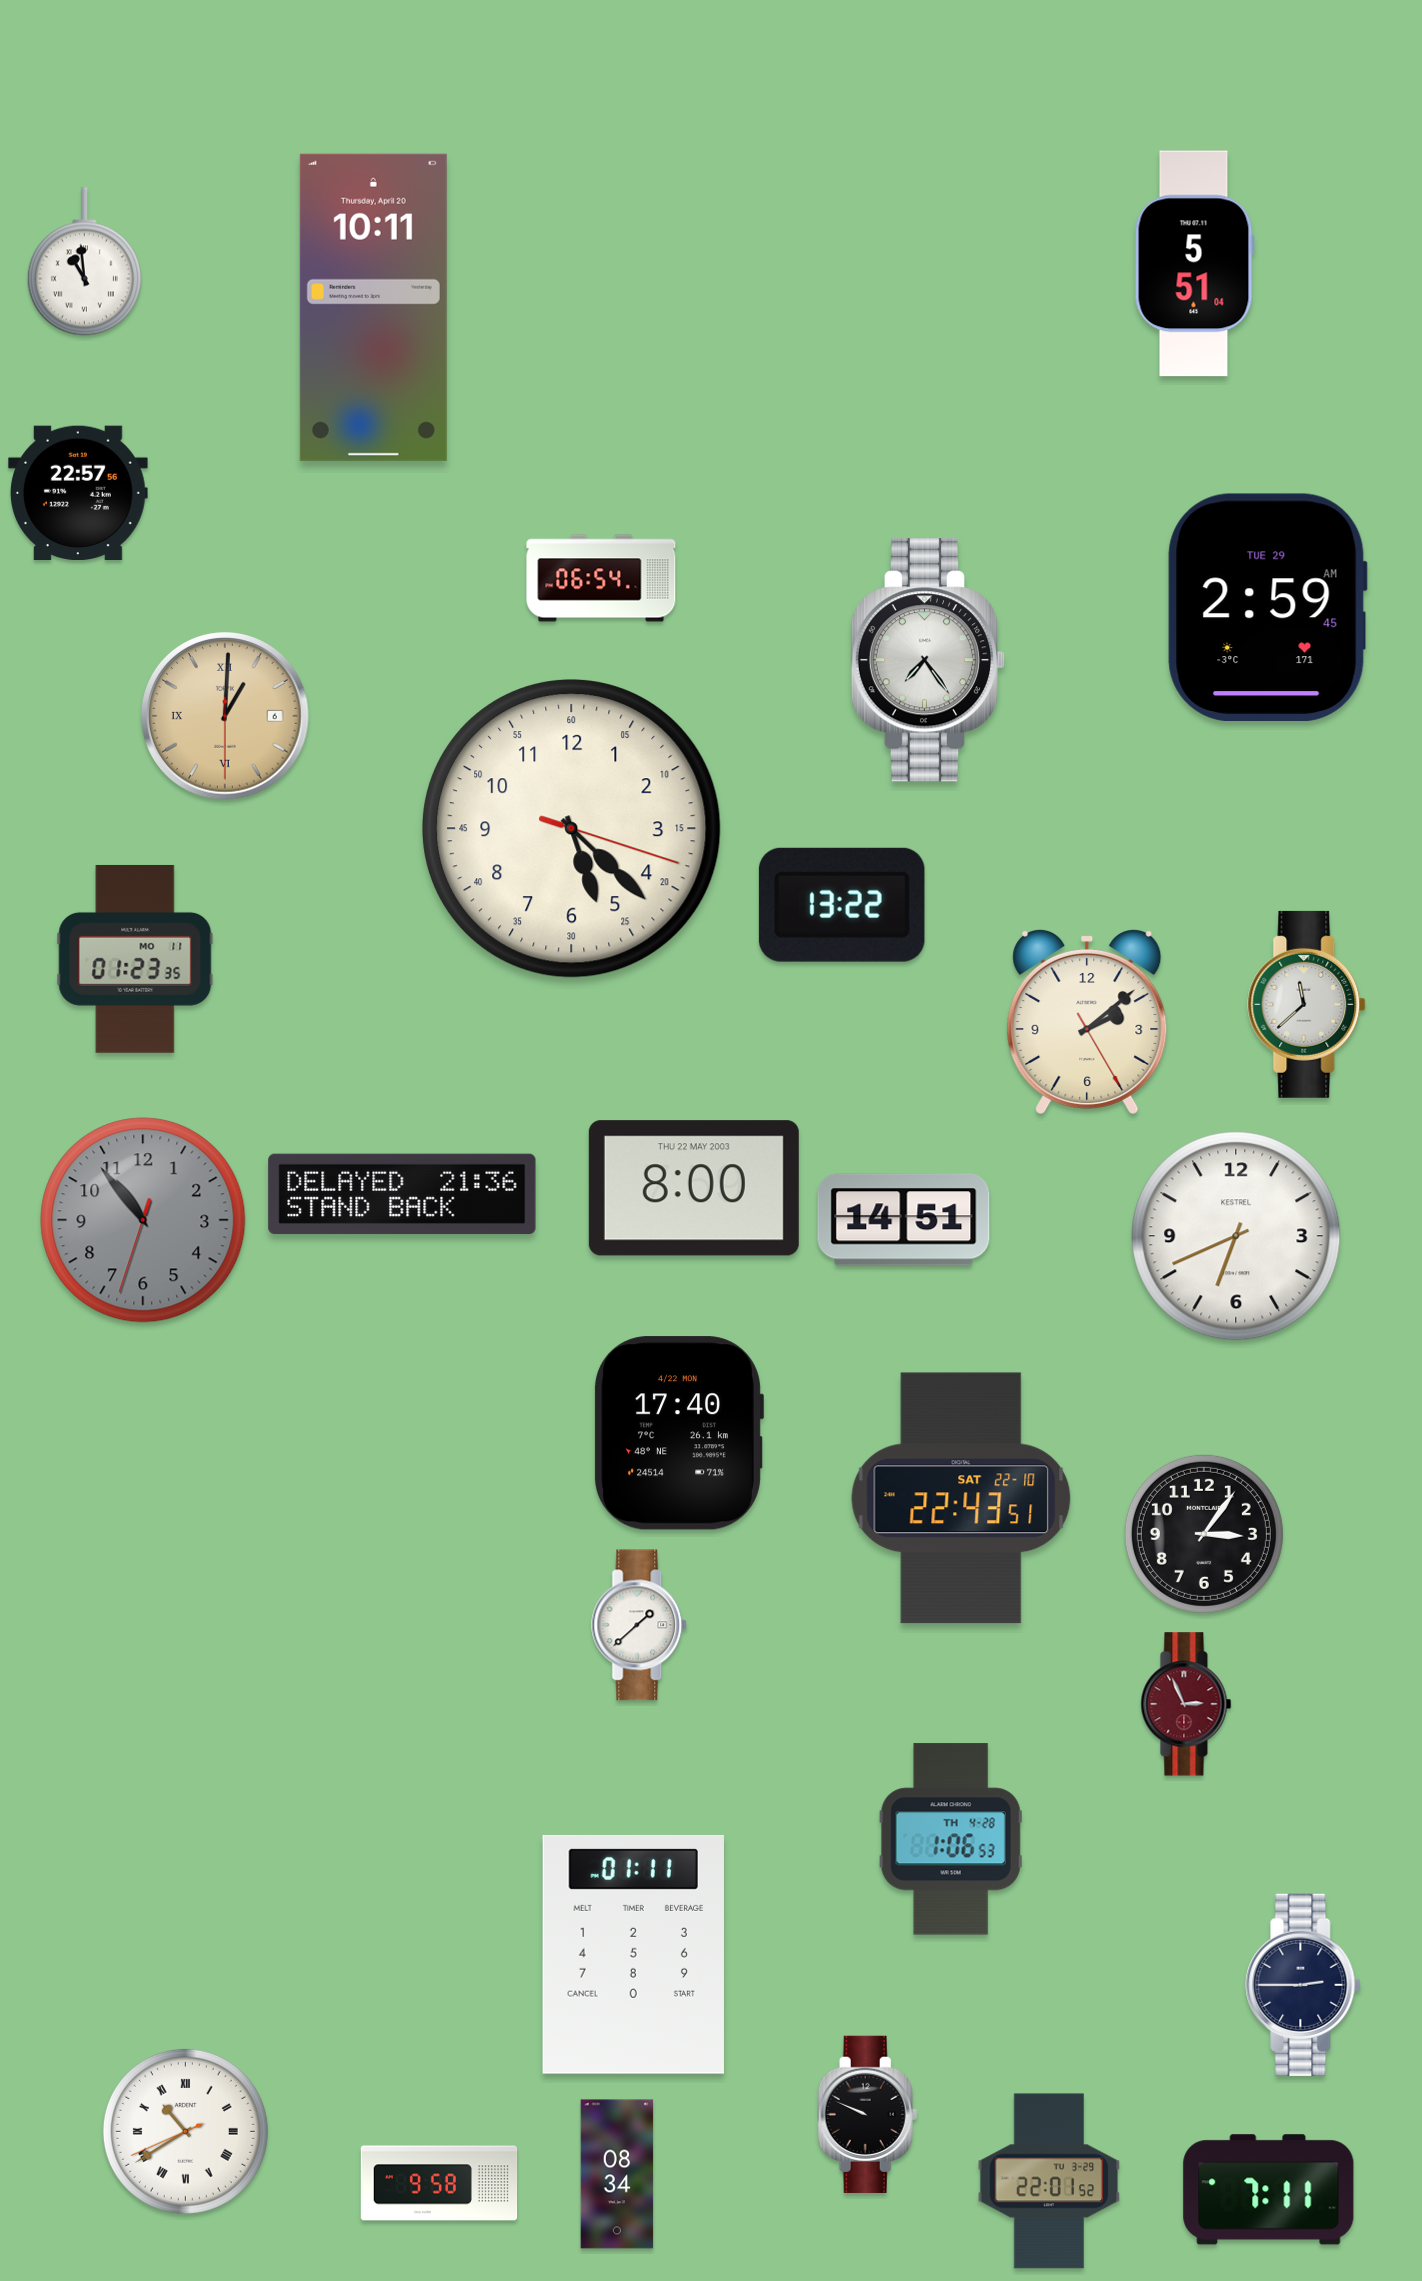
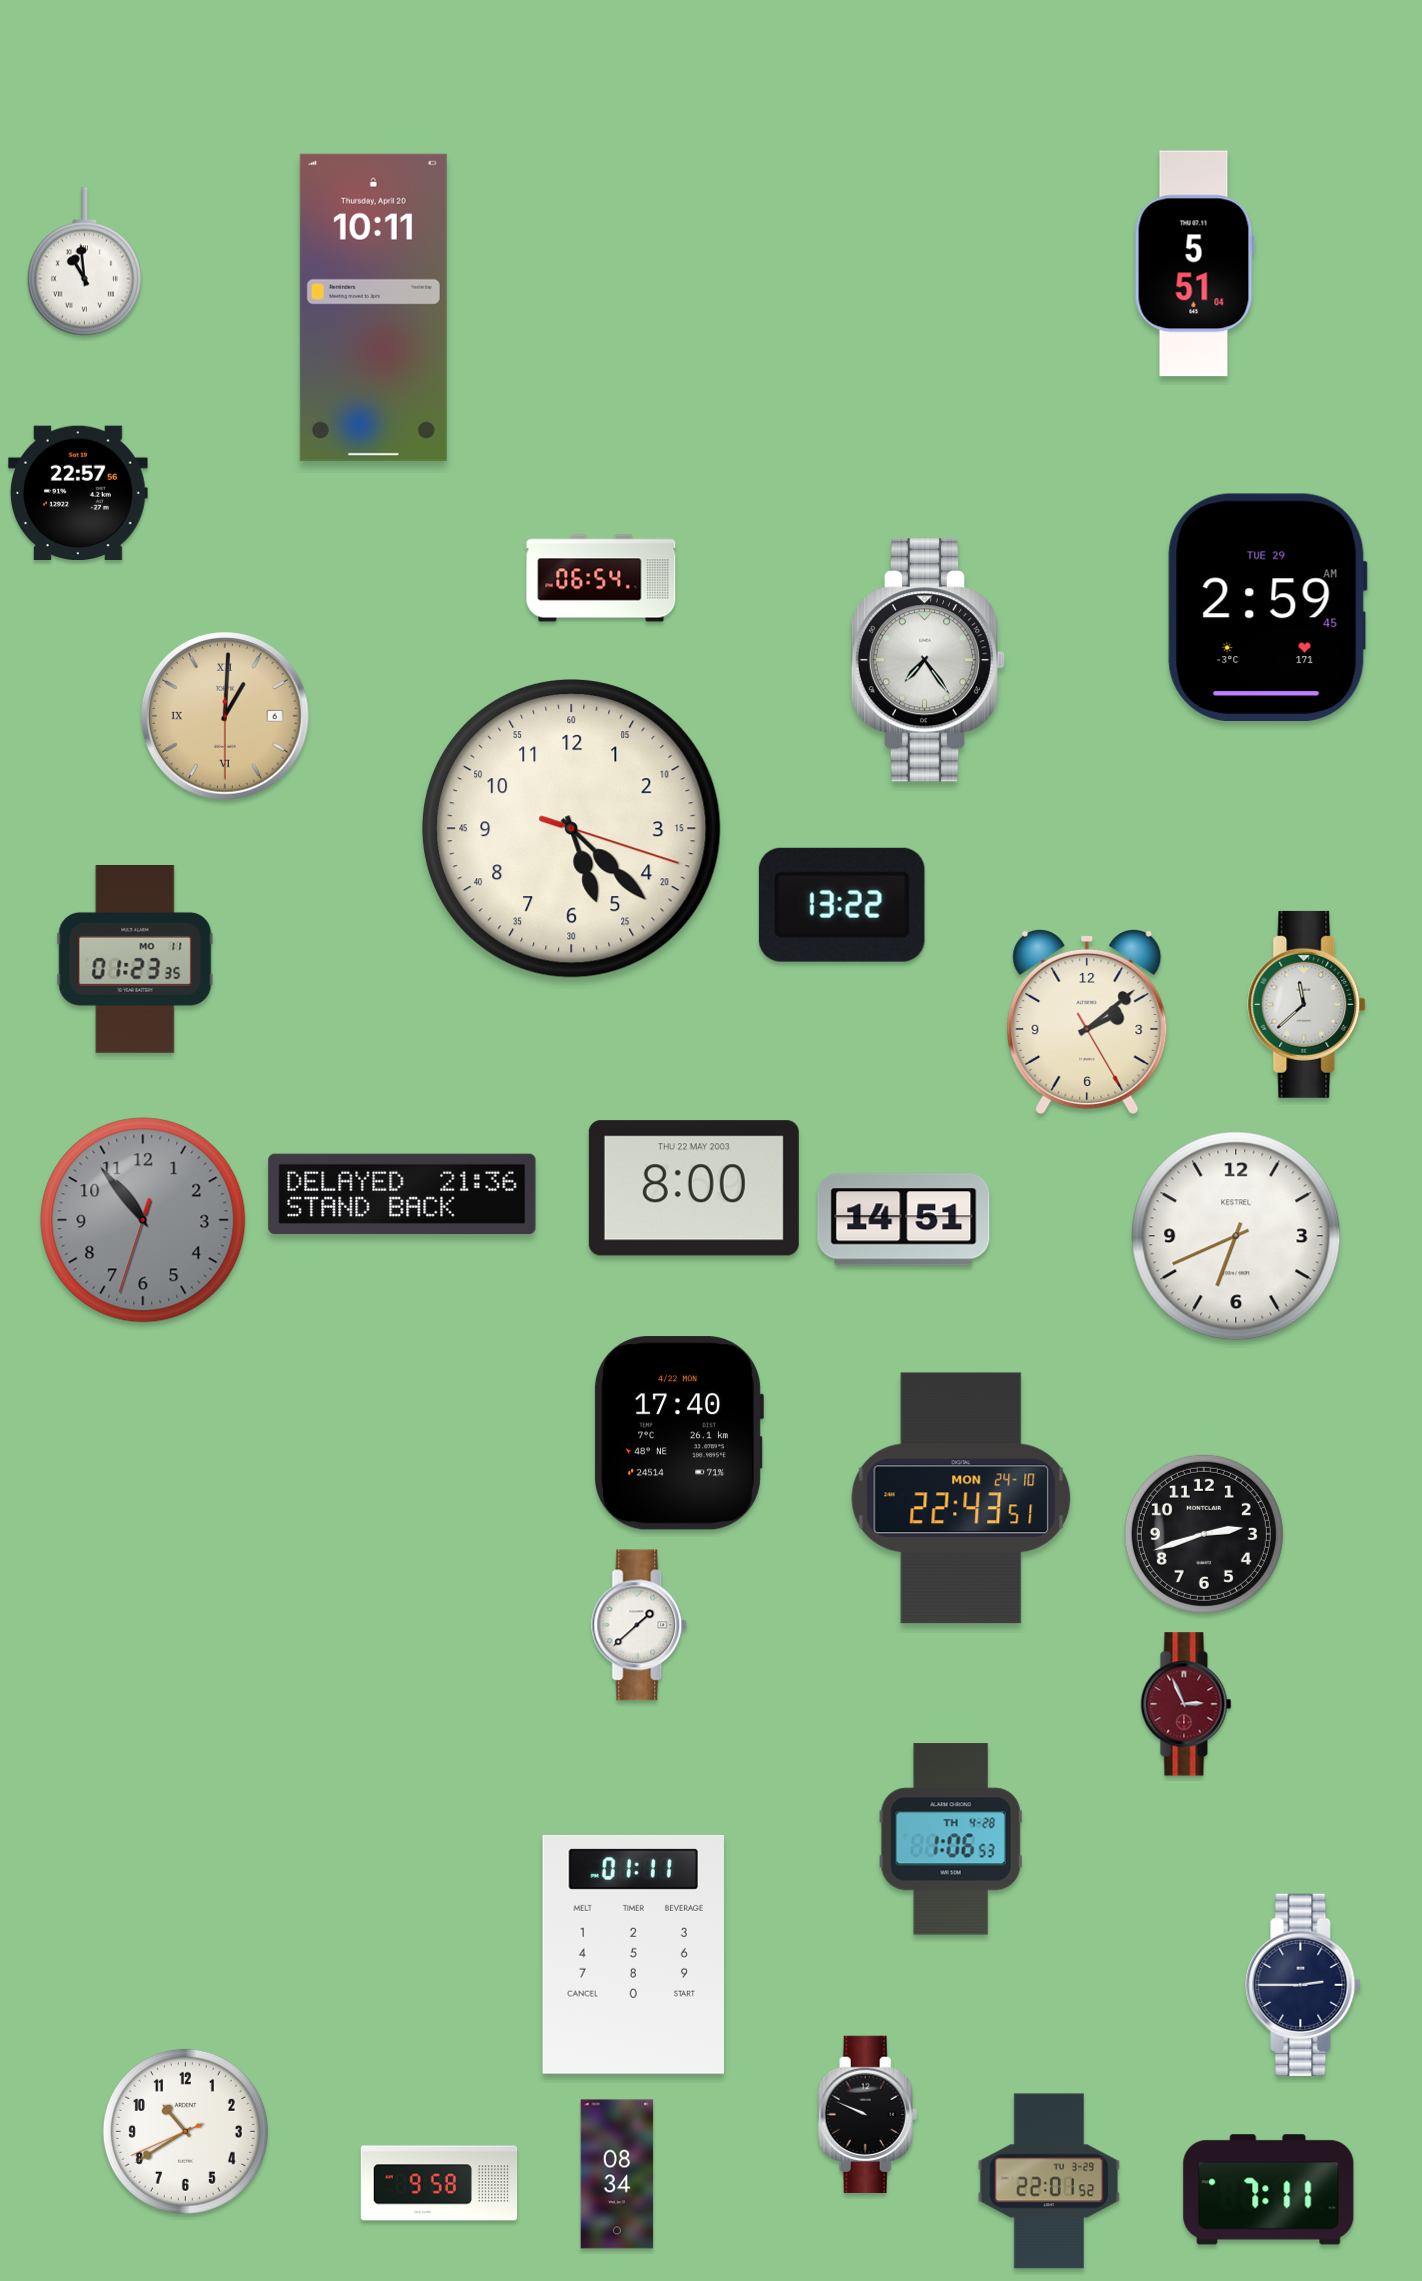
clock at (961, 1498) date: SAT 22-10 -> MON 24-10
clock at (1204, 1534): 3:06 -> 2:42
clock at (185, 2131) numerals: Roman -> Arabic
